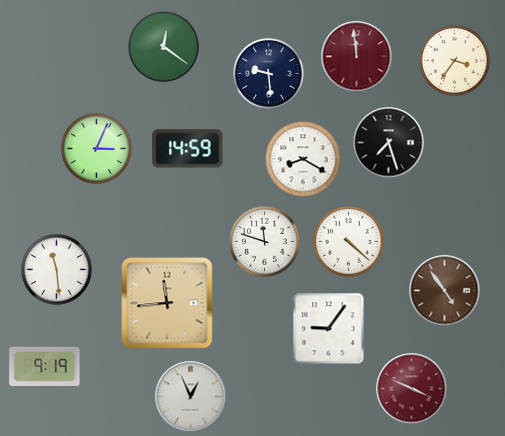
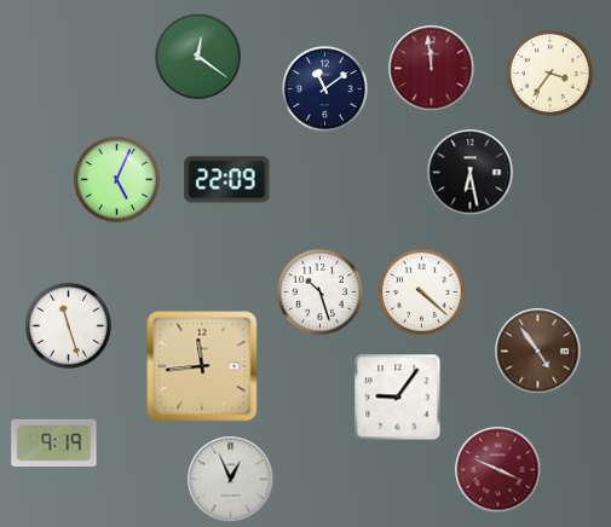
clock at (269, 74): 9:29 -> 11:09
clock at (389, 143): 7:27 -> 6:28
clock at (97, 149): 3:04 -> 5:04
clock at (188, 149): 14:59 -> 22:09
clock at (303, 159): 8:20 -> none
clock at (265, 242): 11:48 -> 10:27
clock at (57, 270): 11:29 -> 11:27
